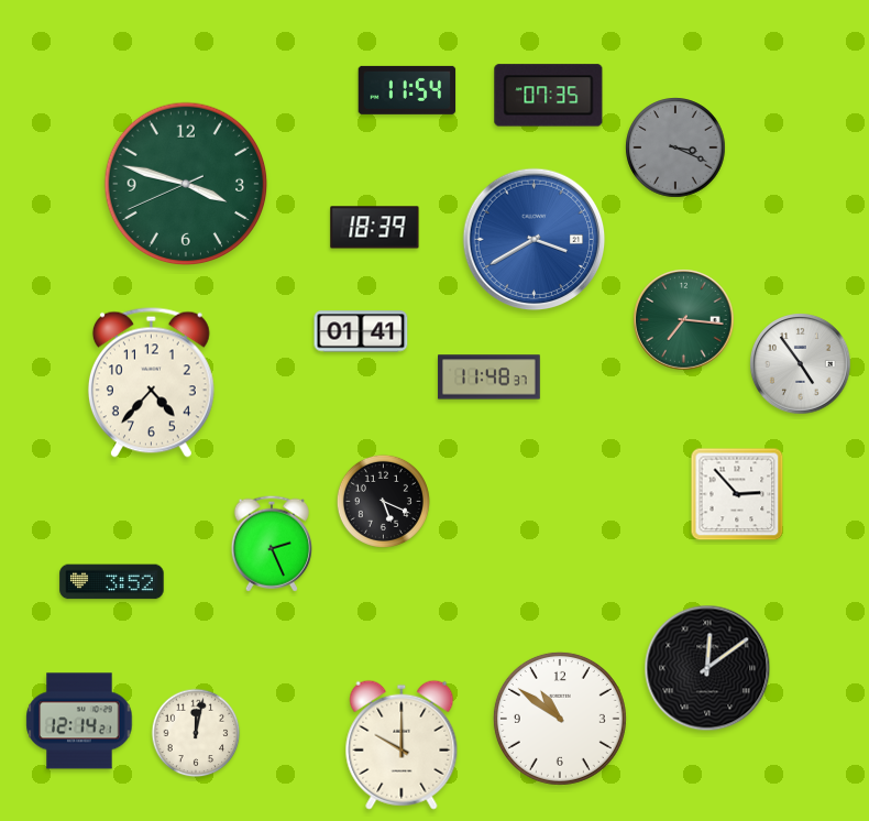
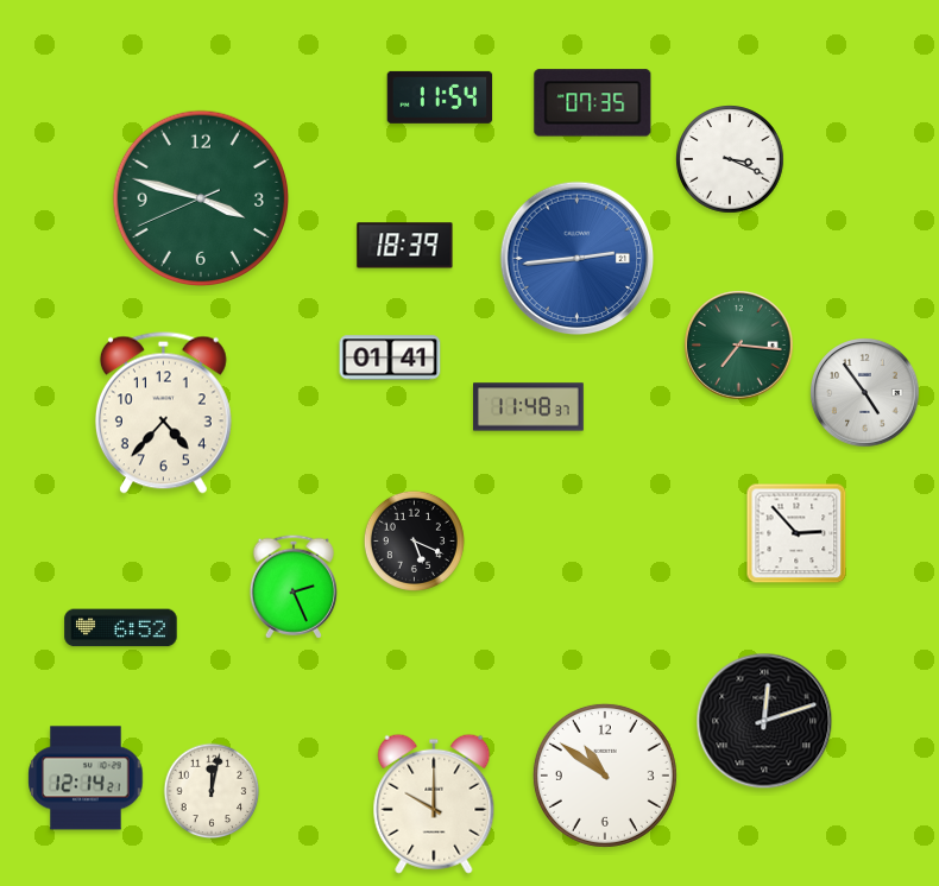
clock at (675, 147) dial: grey -> white
clock at (535, 240): 3:40 -> 2:44
clock at (112, 582): 3:52 -> 6:52
clock at (707, 668): 12:09 -> 12:12
